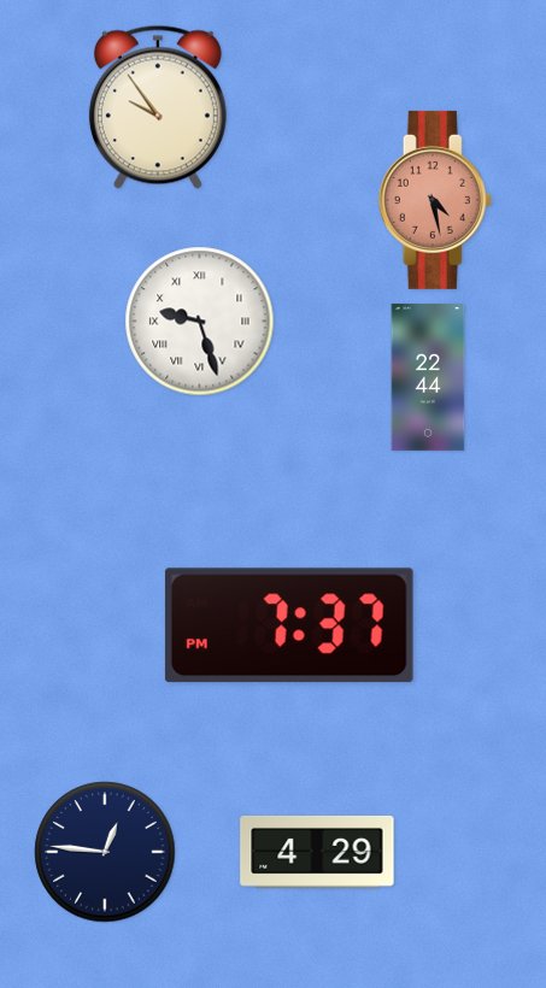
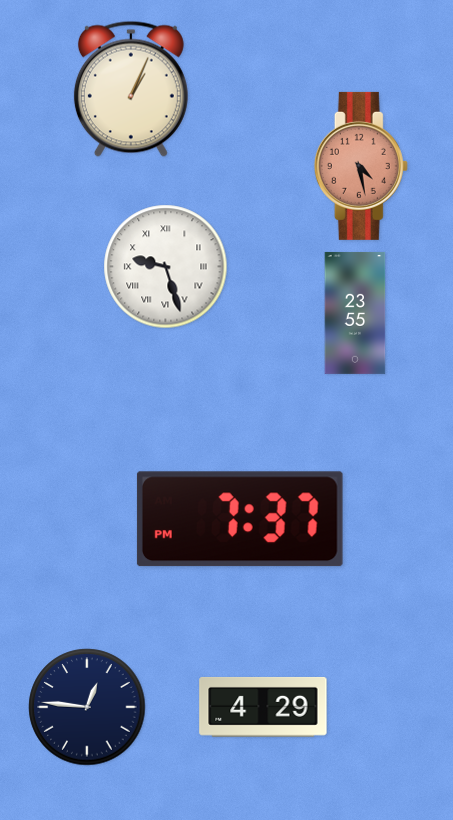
clock at (158, 107): 9:54 -> 1:04
clock at (428, 377): 22:44 -> 23:55
